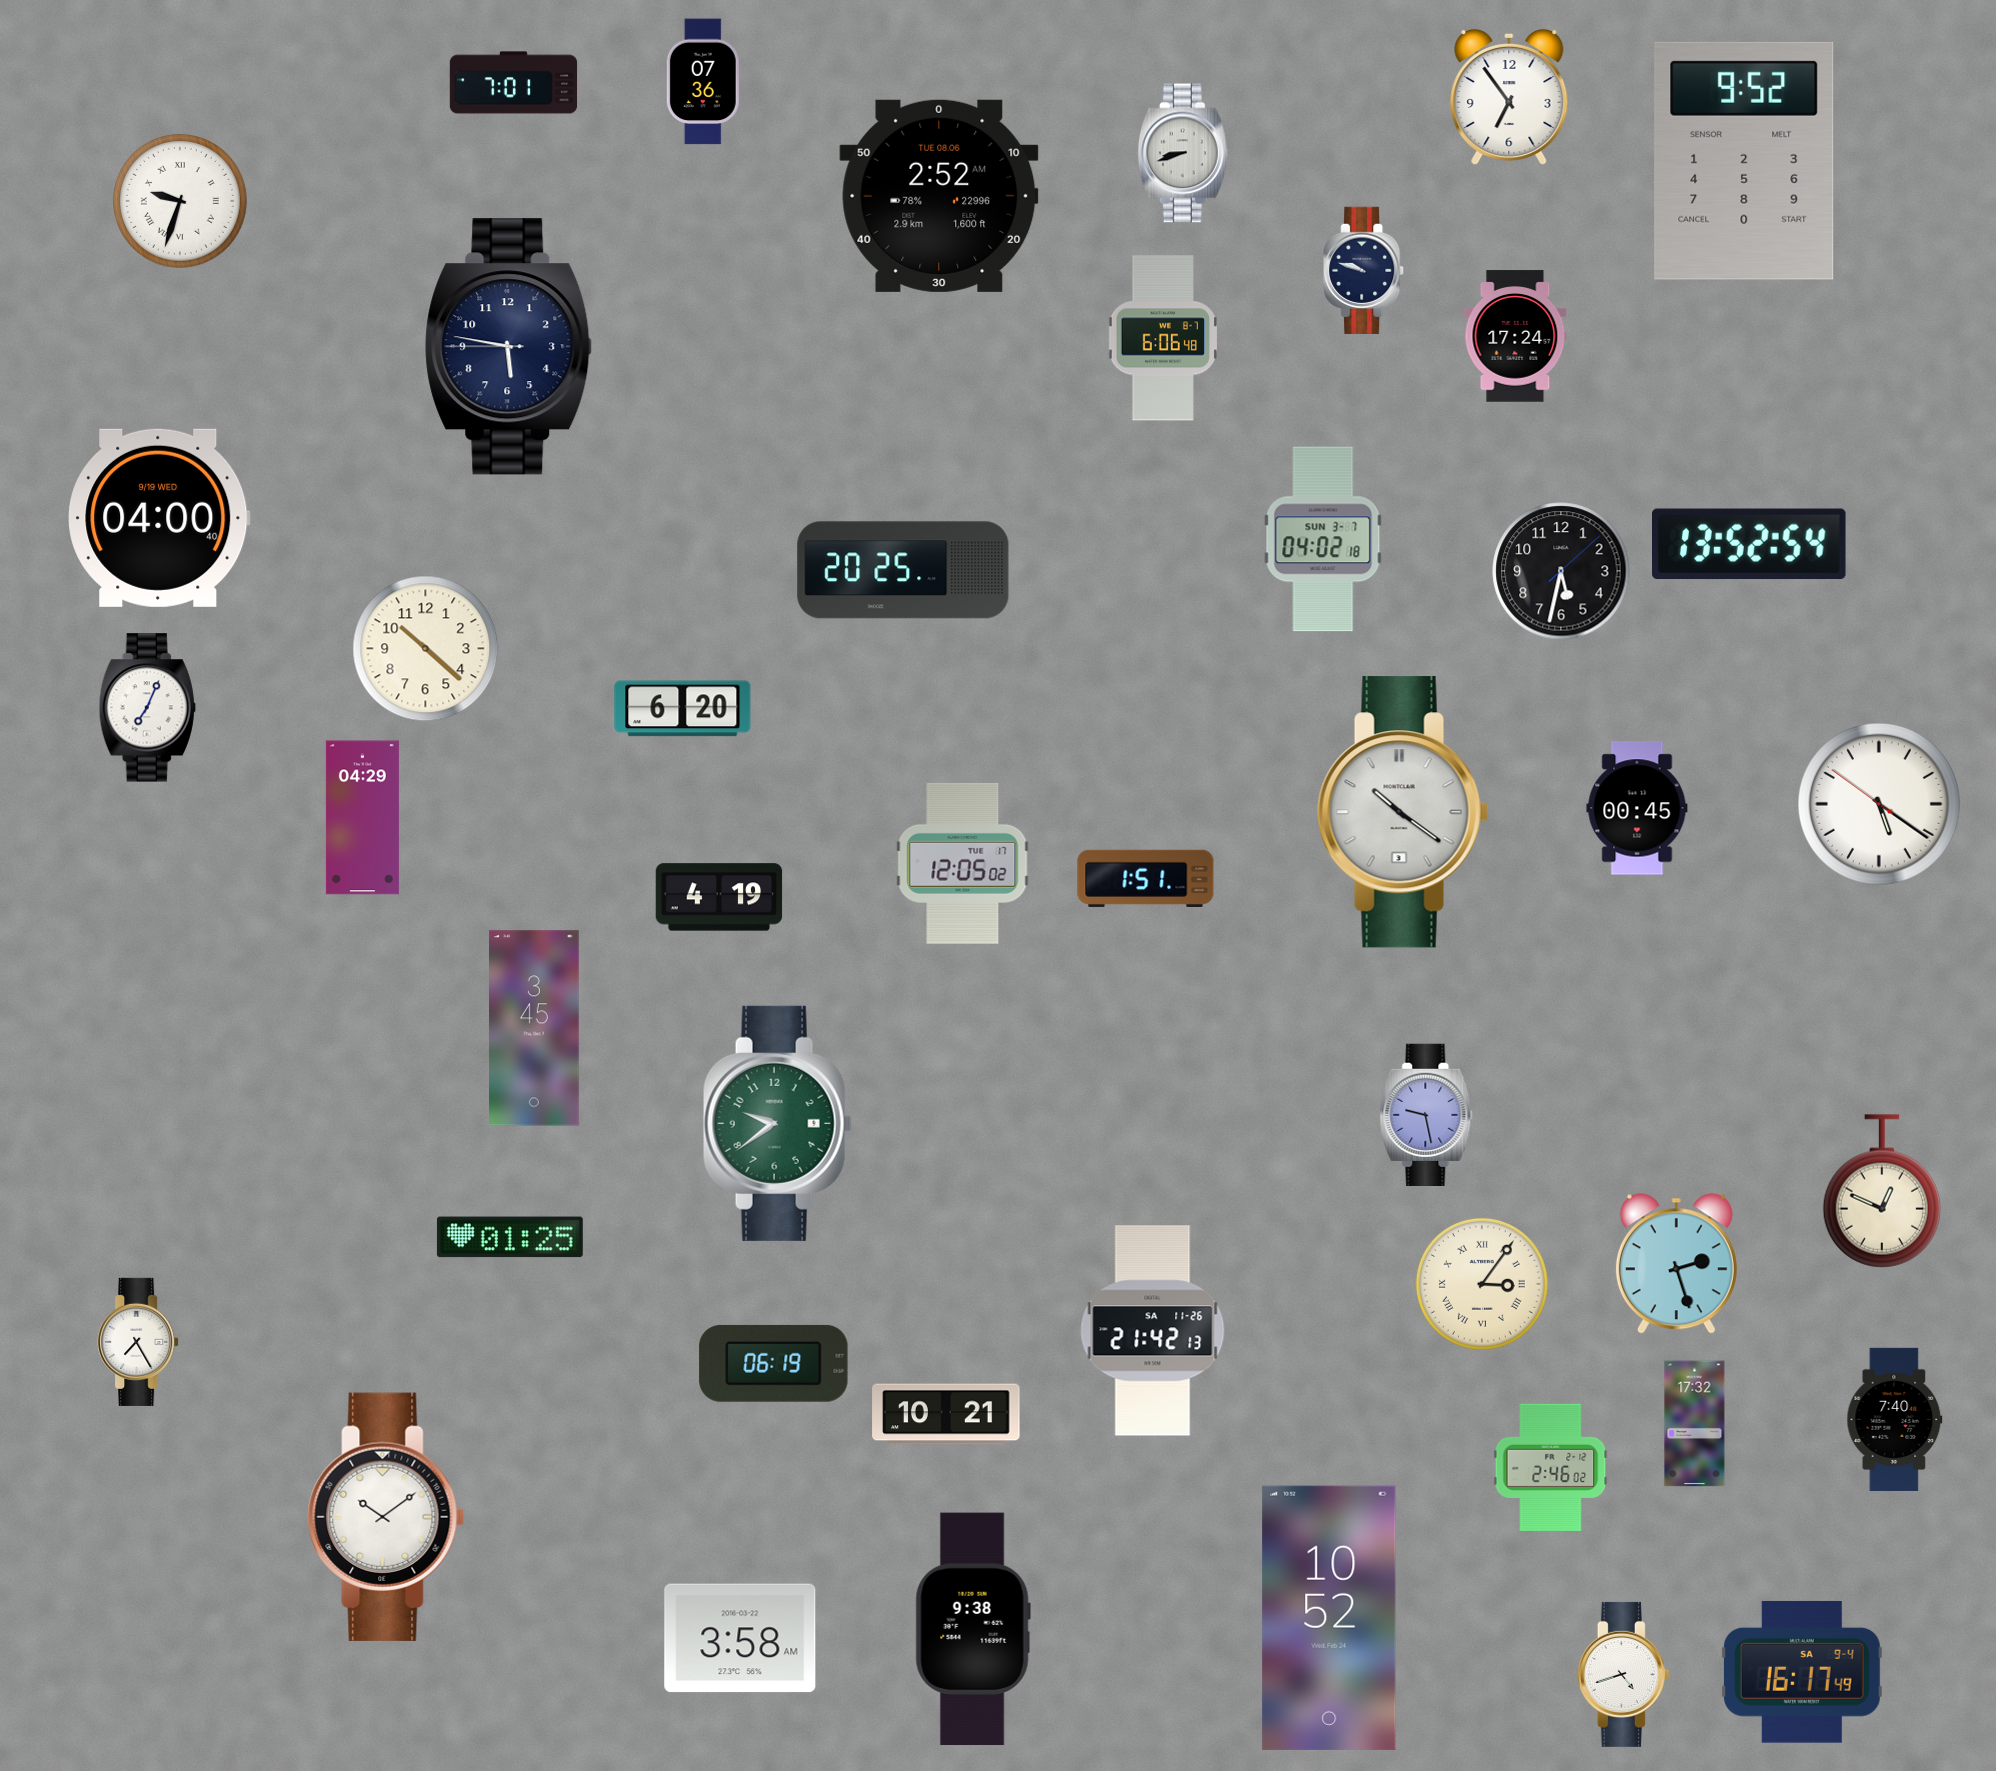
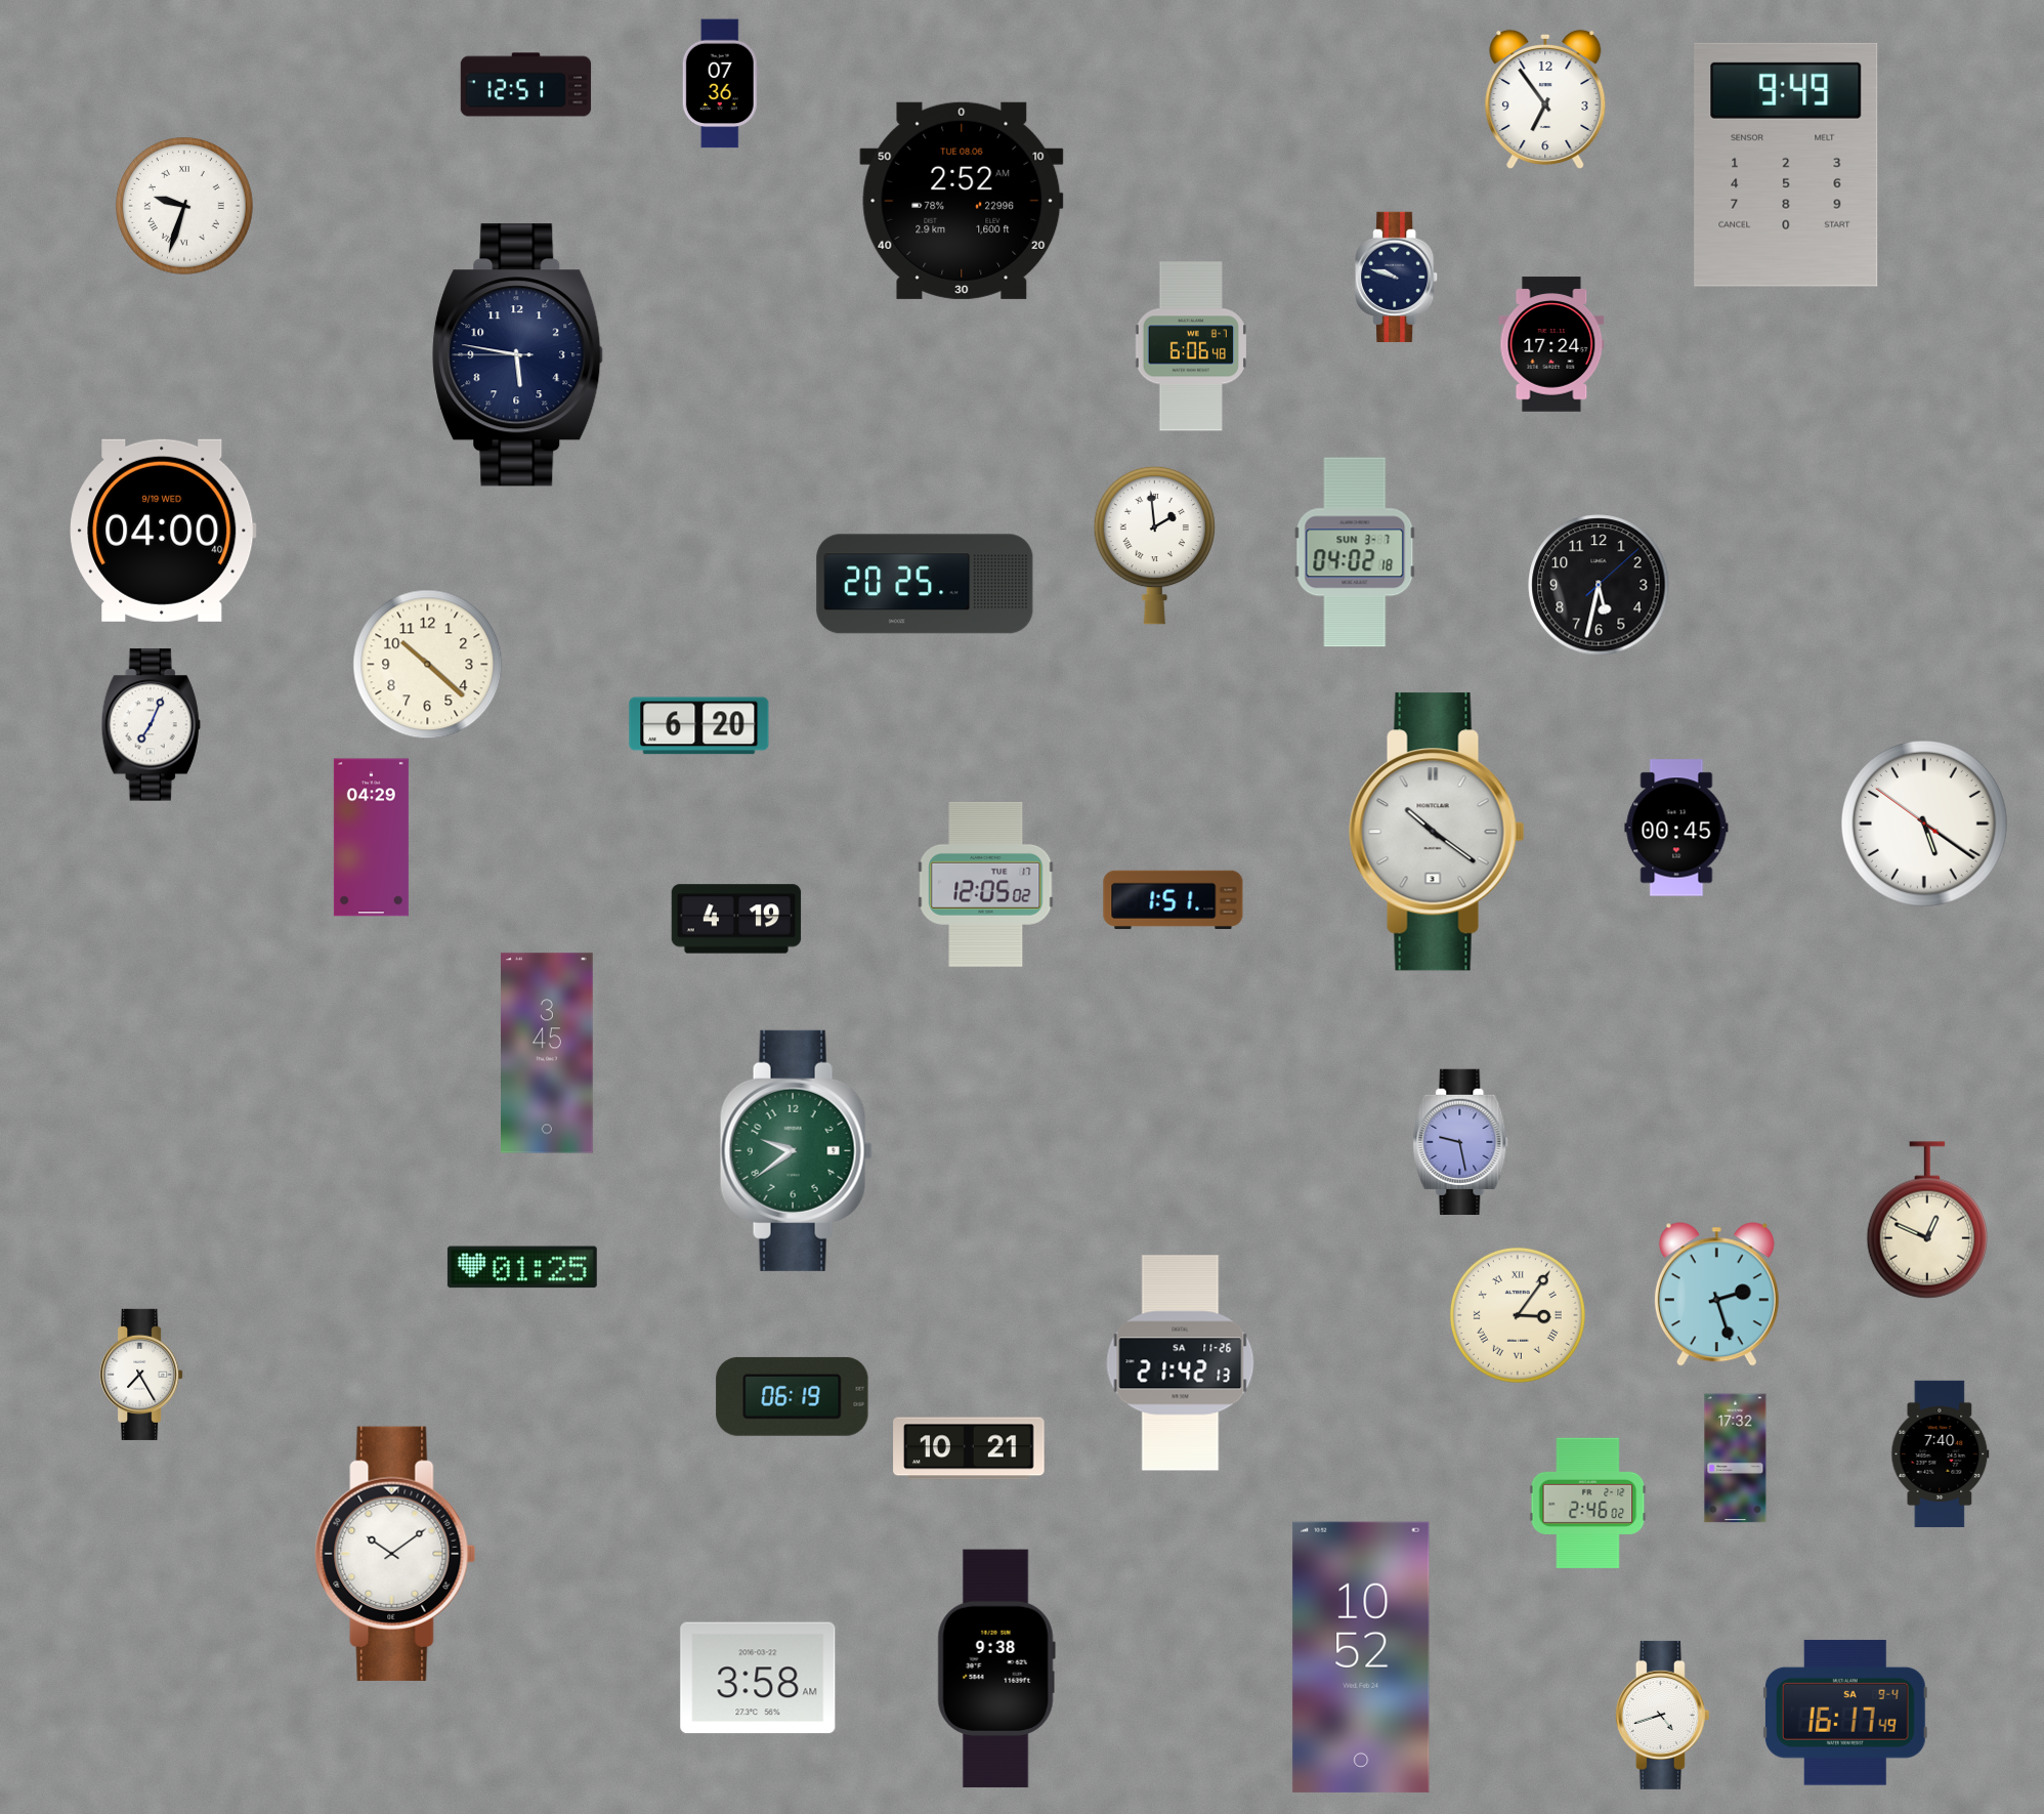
clock at (514, 83): 7:01 -> 12:51
clock at (1183, 153): 8:42 -> none
clock at (1744, 161): 9:52 -> 9:49
clock at (509, 347) position: (509, 347) -> (518, 355)
clock at (1154, 545): none -> 1:59
clock at (1750, 544): 13:52 -> none
clock at (426, 649) position: (426, 649) -> (428, 665)
